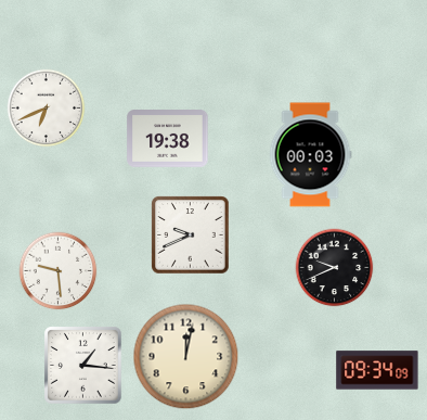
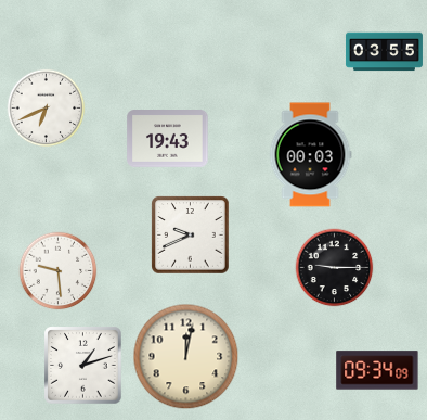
clock at (384, 52): none -> 03:55
clock at (168, 139): 19:38 -> 19:43
clock at (335, 268): 9:41 -> 9:15
clock at (83, 366): 1:16 -> 1:12
